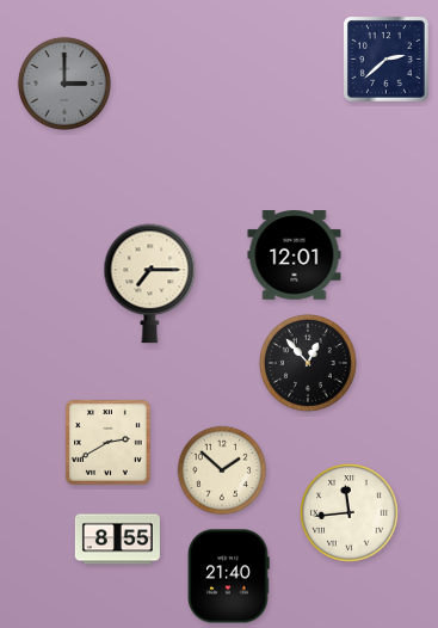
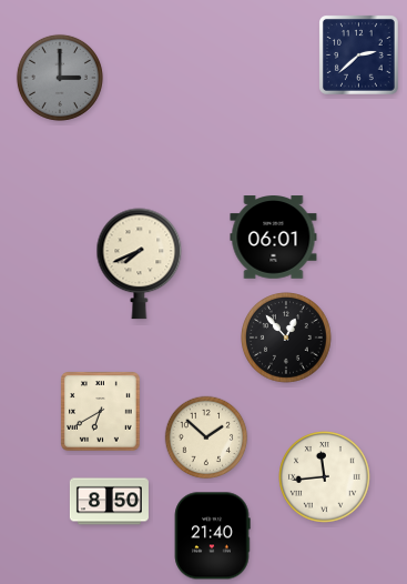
clock at (295, 255): 12:01 -> 06:01
clock at (150, 284): 7:15 -> 7:41
clock at (109, 443): 2:40 -> 6:40
clock at (117, 540): 8:55 -> 8:50
